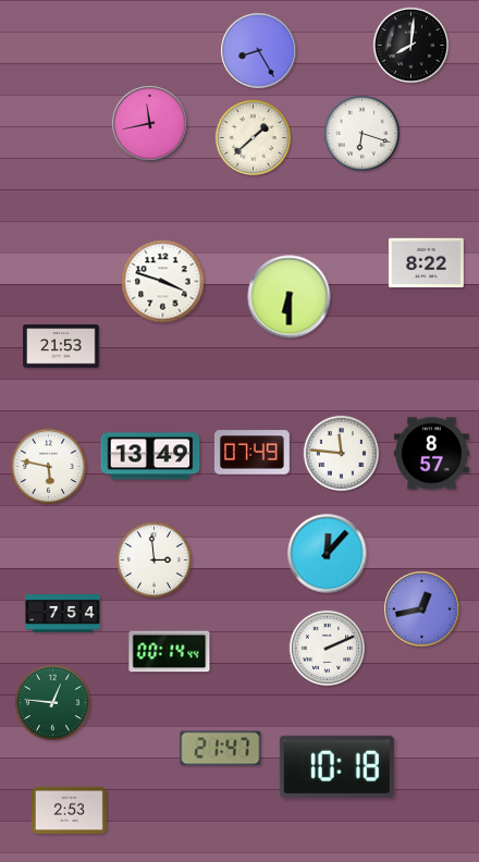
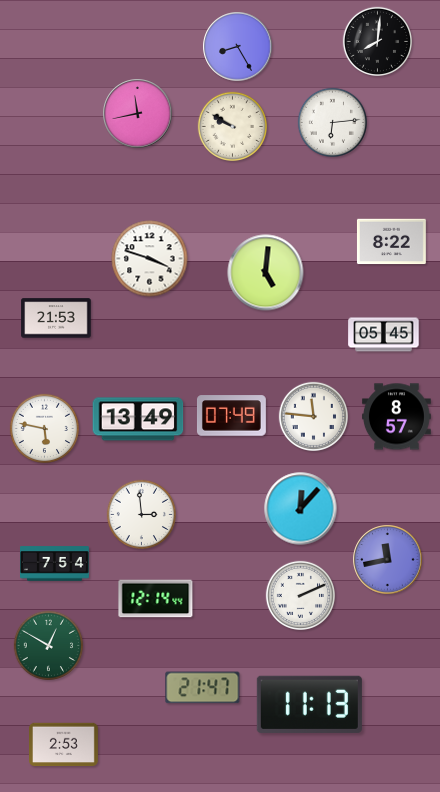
clock at (361, 133): 6:18 -> 6:14
clock at (253, 137): 1:38 -> 9:50
clock at (290, 297): 6:30 -> 5:01
clock at (384, 335): none -> 05:45
clock at (422, 609): 12:43 -> 11:43
clock at (63, 614) position: (63, 614) -> (55, 564)
clock at (170, 652): 00:14 -> 12:14
clock at (52, 702): 12:46 -> 12:50
clock at (336, 766): 10:18 -> 11:13
